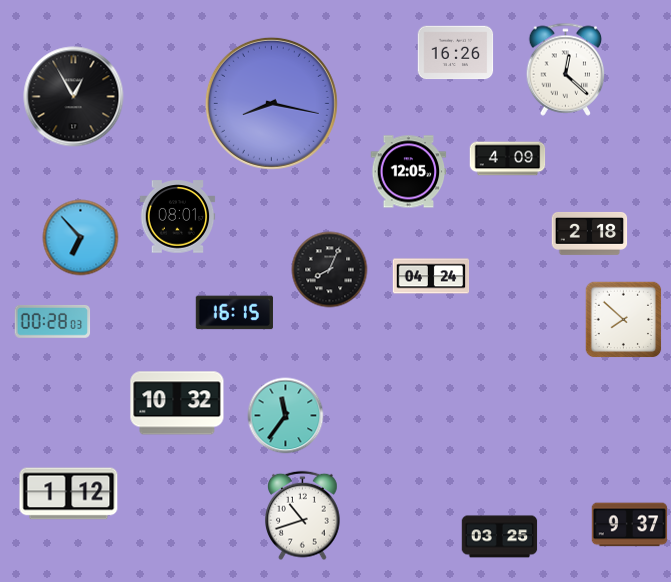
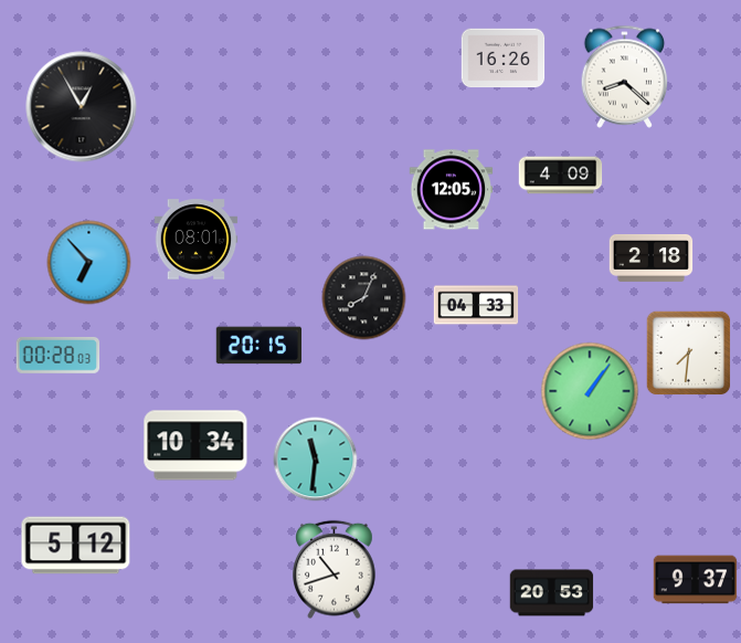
clock at (566, 69): 12:22 -> 8:22
clock at (271, 103): 8:17 -> none
clock at (431, 276): 04:24 -> 04:33
clock at (234, 313): 16:15 -> 20:15
clock at (623, 319): 7:52 -> 7:31
clock at (590, 391): none -> 1:06
clock at (177, 403): 10:32 -> 10:34
clock at (286, 416): 11:36 -> 11:31
clock at (69, 494): 1:12 -> 5:12
clock at (500, 537): 03:25 -> 20:53
